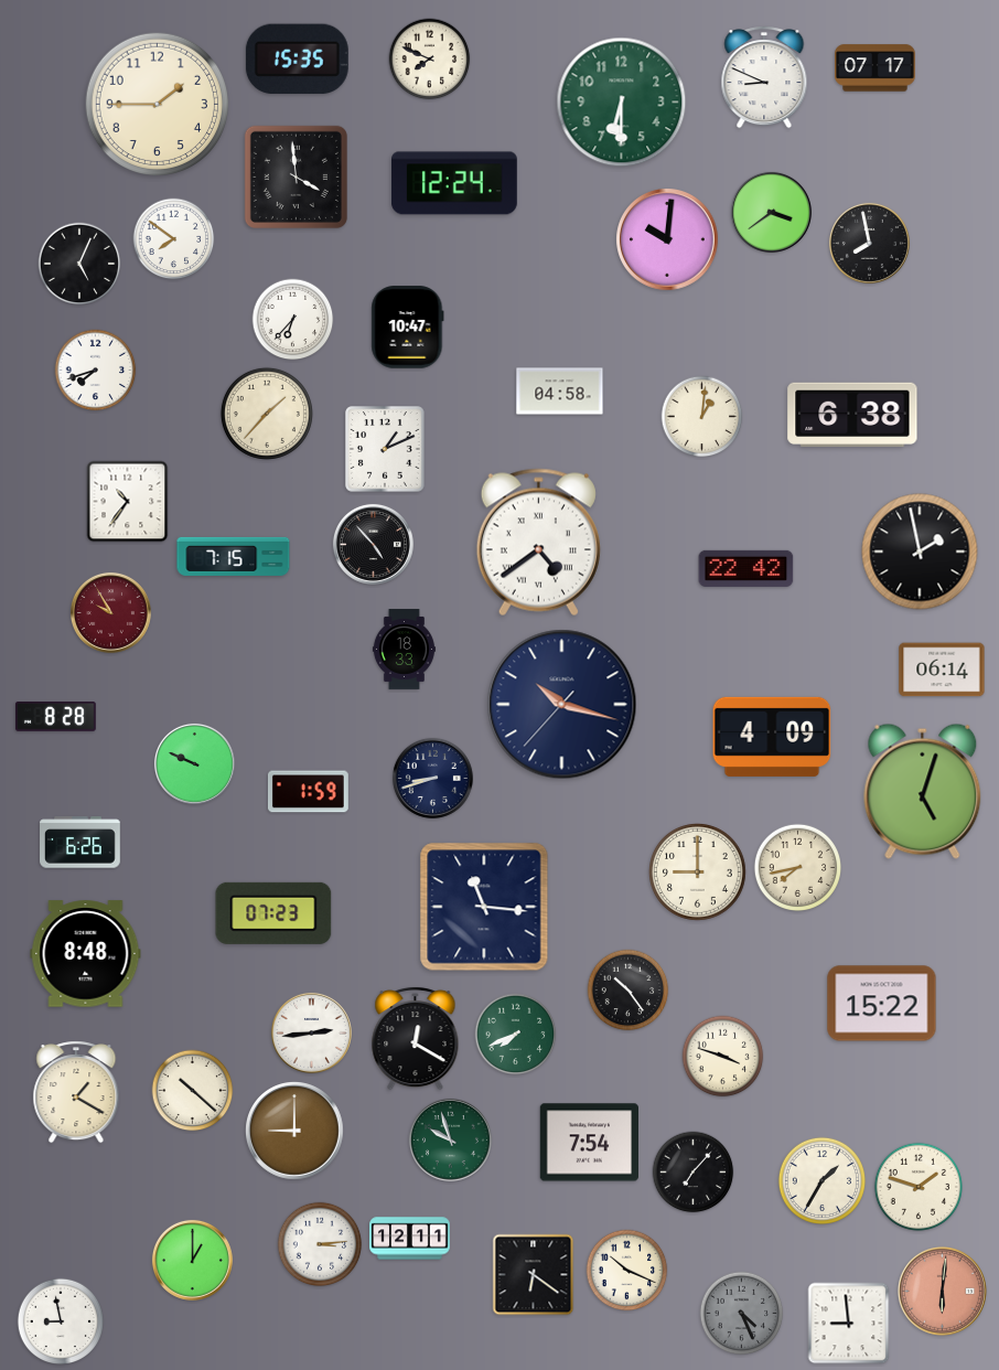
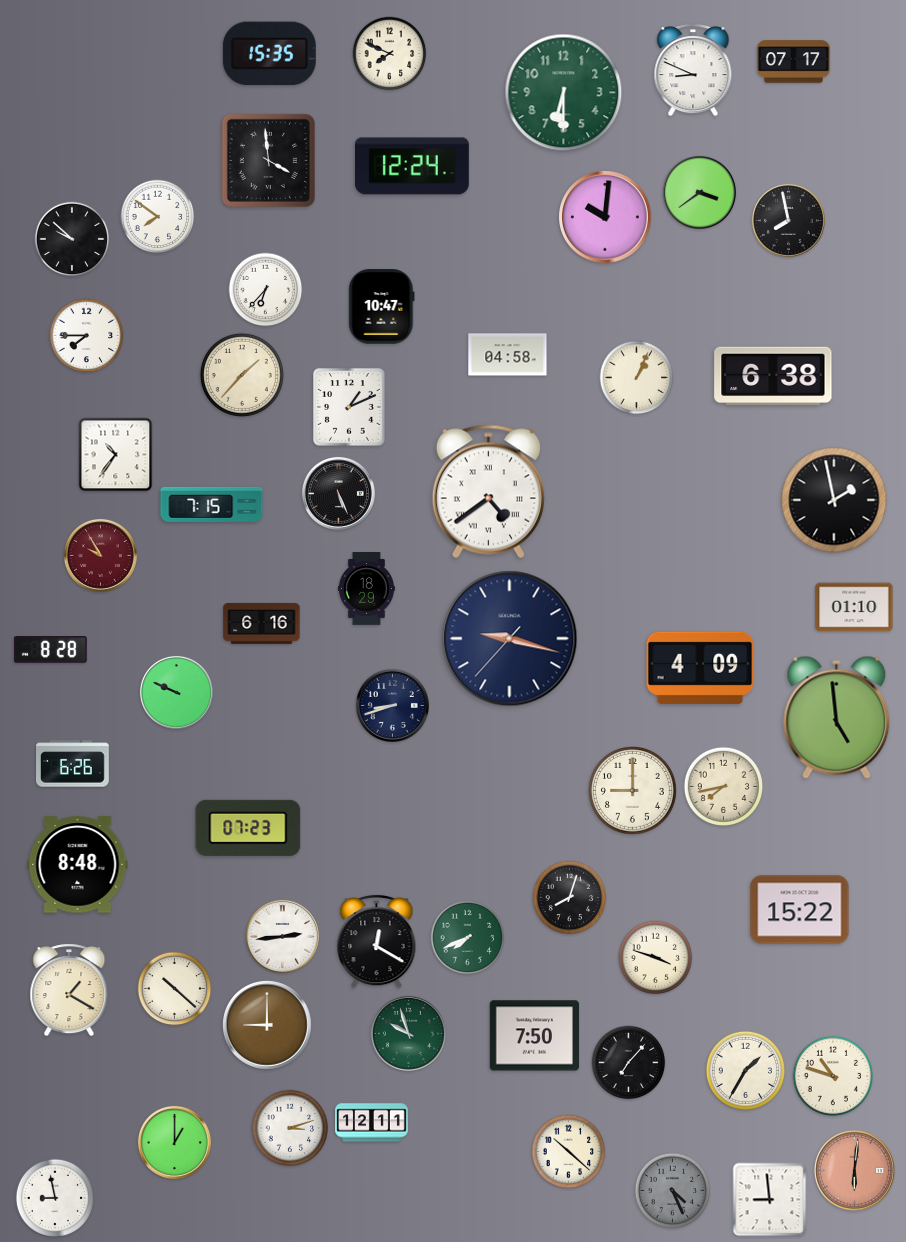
clock at (157, 104): 1:45 -> none
clock at (79, 264): 5:04 -> 9:52
clock at (408, 328) position: (408, 328) -> (382, 307)
clock at (96, 371): 7:42 -> 7:45
clock at (702, 417): 1:01 -> 1:04
clock at (373, 544): 4:53 -> 5:26
clock at (746, 568): 22:42 -> none
clock at (404, 650): 18:33 -> 18:29
clock at (942, 670): 06:14 -> 01:10
clock at (262, 623): none -> 6:16
clock at (562, 705): 10:17 -> 9:17
clock at (923, 791): 5:03 -> 4:59
clock at (308, 792): 1:59 -> none
clock at (484, 907): 11:16 -> none
clock at (629, 991): 10:24 -> 8:03
clock at (589, 1143): 7:54 -> 7:50
clock at (919, 1187): 1:48 -> 10:48
clock at (320, 1244): 3:14 -> 3:12
clock at (627, 1271): 10:19 -> 10:22
clock at (534, 1275): 6:21 -> none
